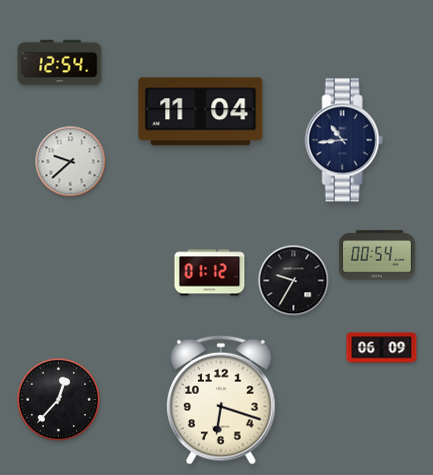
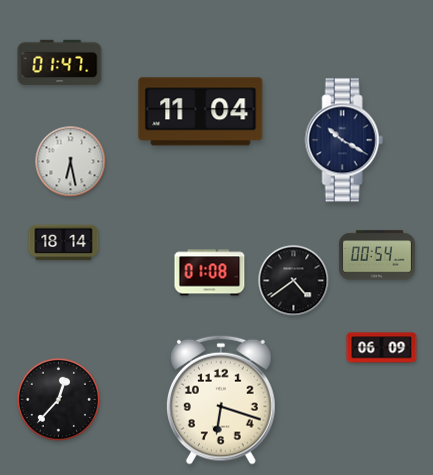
clock at (60, 63): 12:54 -> 01:47
clock at (344, 140): 10:44 -> 10:20
clock at (71, 162): 9:38 -> 6:28
clock at (64, 243): none -> 18:14
clock at (210, 273): 01:12 -> 01:08
clock at (294, 281): 9:35 -> 4:39
